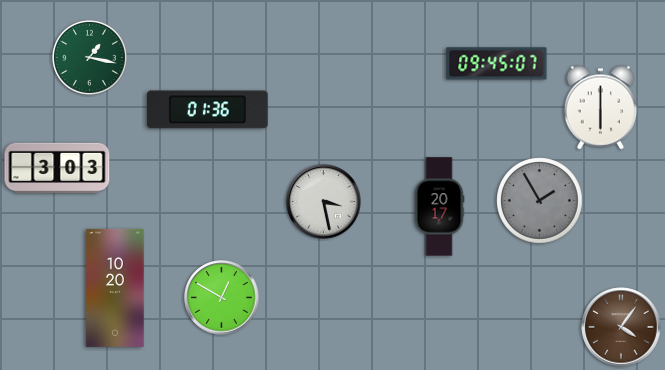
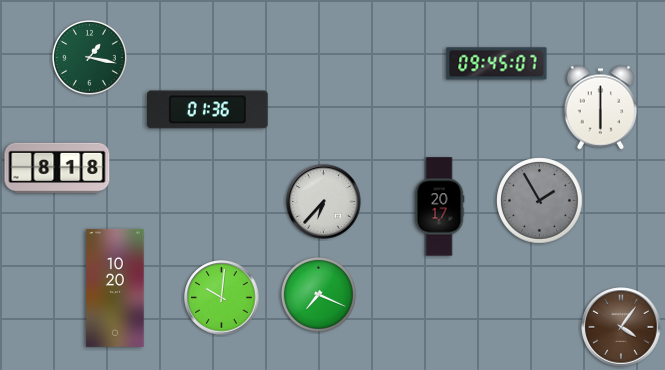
clock at (57, 167): 3:03 -> 8:18
clock at (324, 202): 3:28 -> 6:37
clock at (318, 294): none -> 7:19
clock at (222, 298): 12:50 -> 10:01
